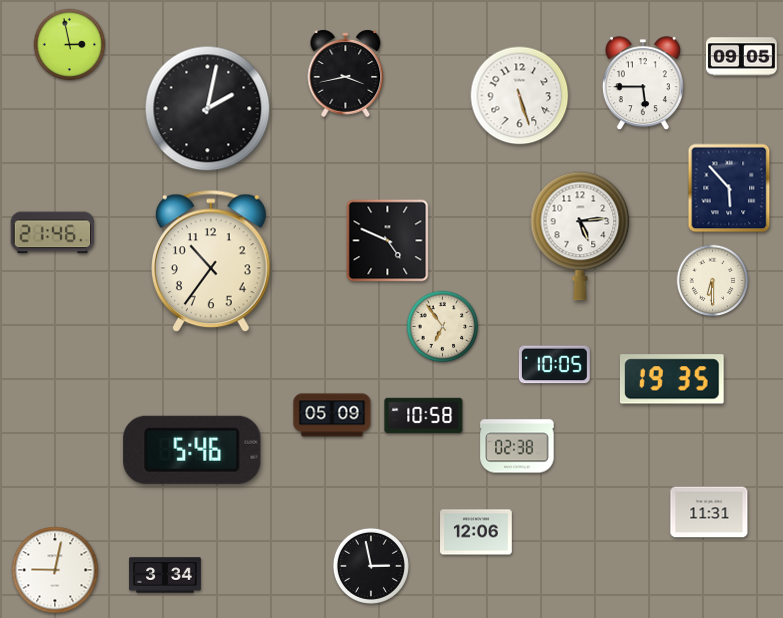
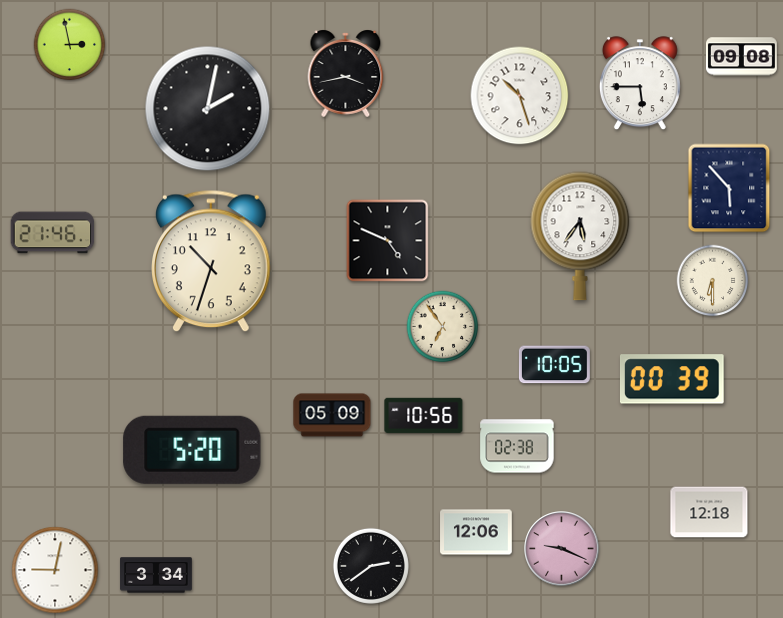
clock at (741, 57): 09:05 -> 09:08
clock at (643, 84) position: (643, 84) -> (640, 84)
clock at (520, 96): 5:27 -> 10:27
clock at (580, 236): 5:14 -> 5:36
clock at (212, 261): 10:36 -> 10:33
clock at (672, 379): 19:35 -> 00:39
clock at (424, 415): 10:58 -> 10:56
clock at (192, 450): 5:46 -> 5:20
clock at (709, 512): 11:31 -> 12:18
clock at (562, 549): none -> 9:19
clock at (371, 566): 2:58 -> 2:39
clock at (165, 575) position: (165, 575) -> (156, 575)
